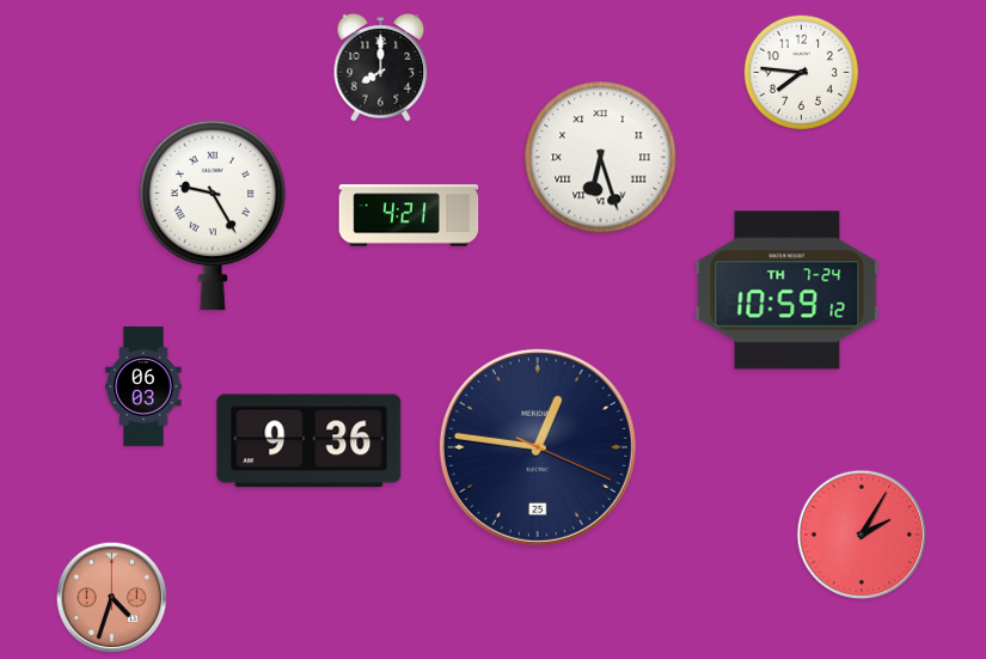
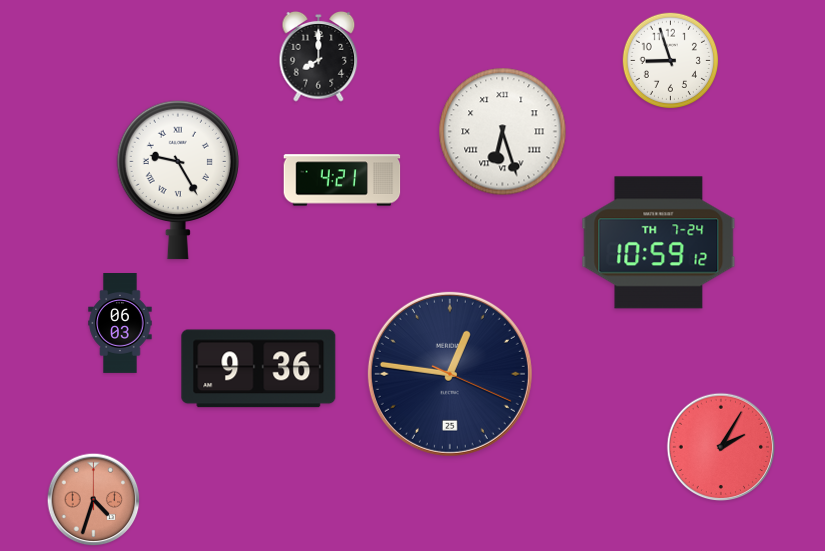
clock at (802, 73): 7:46 -> 8:57
